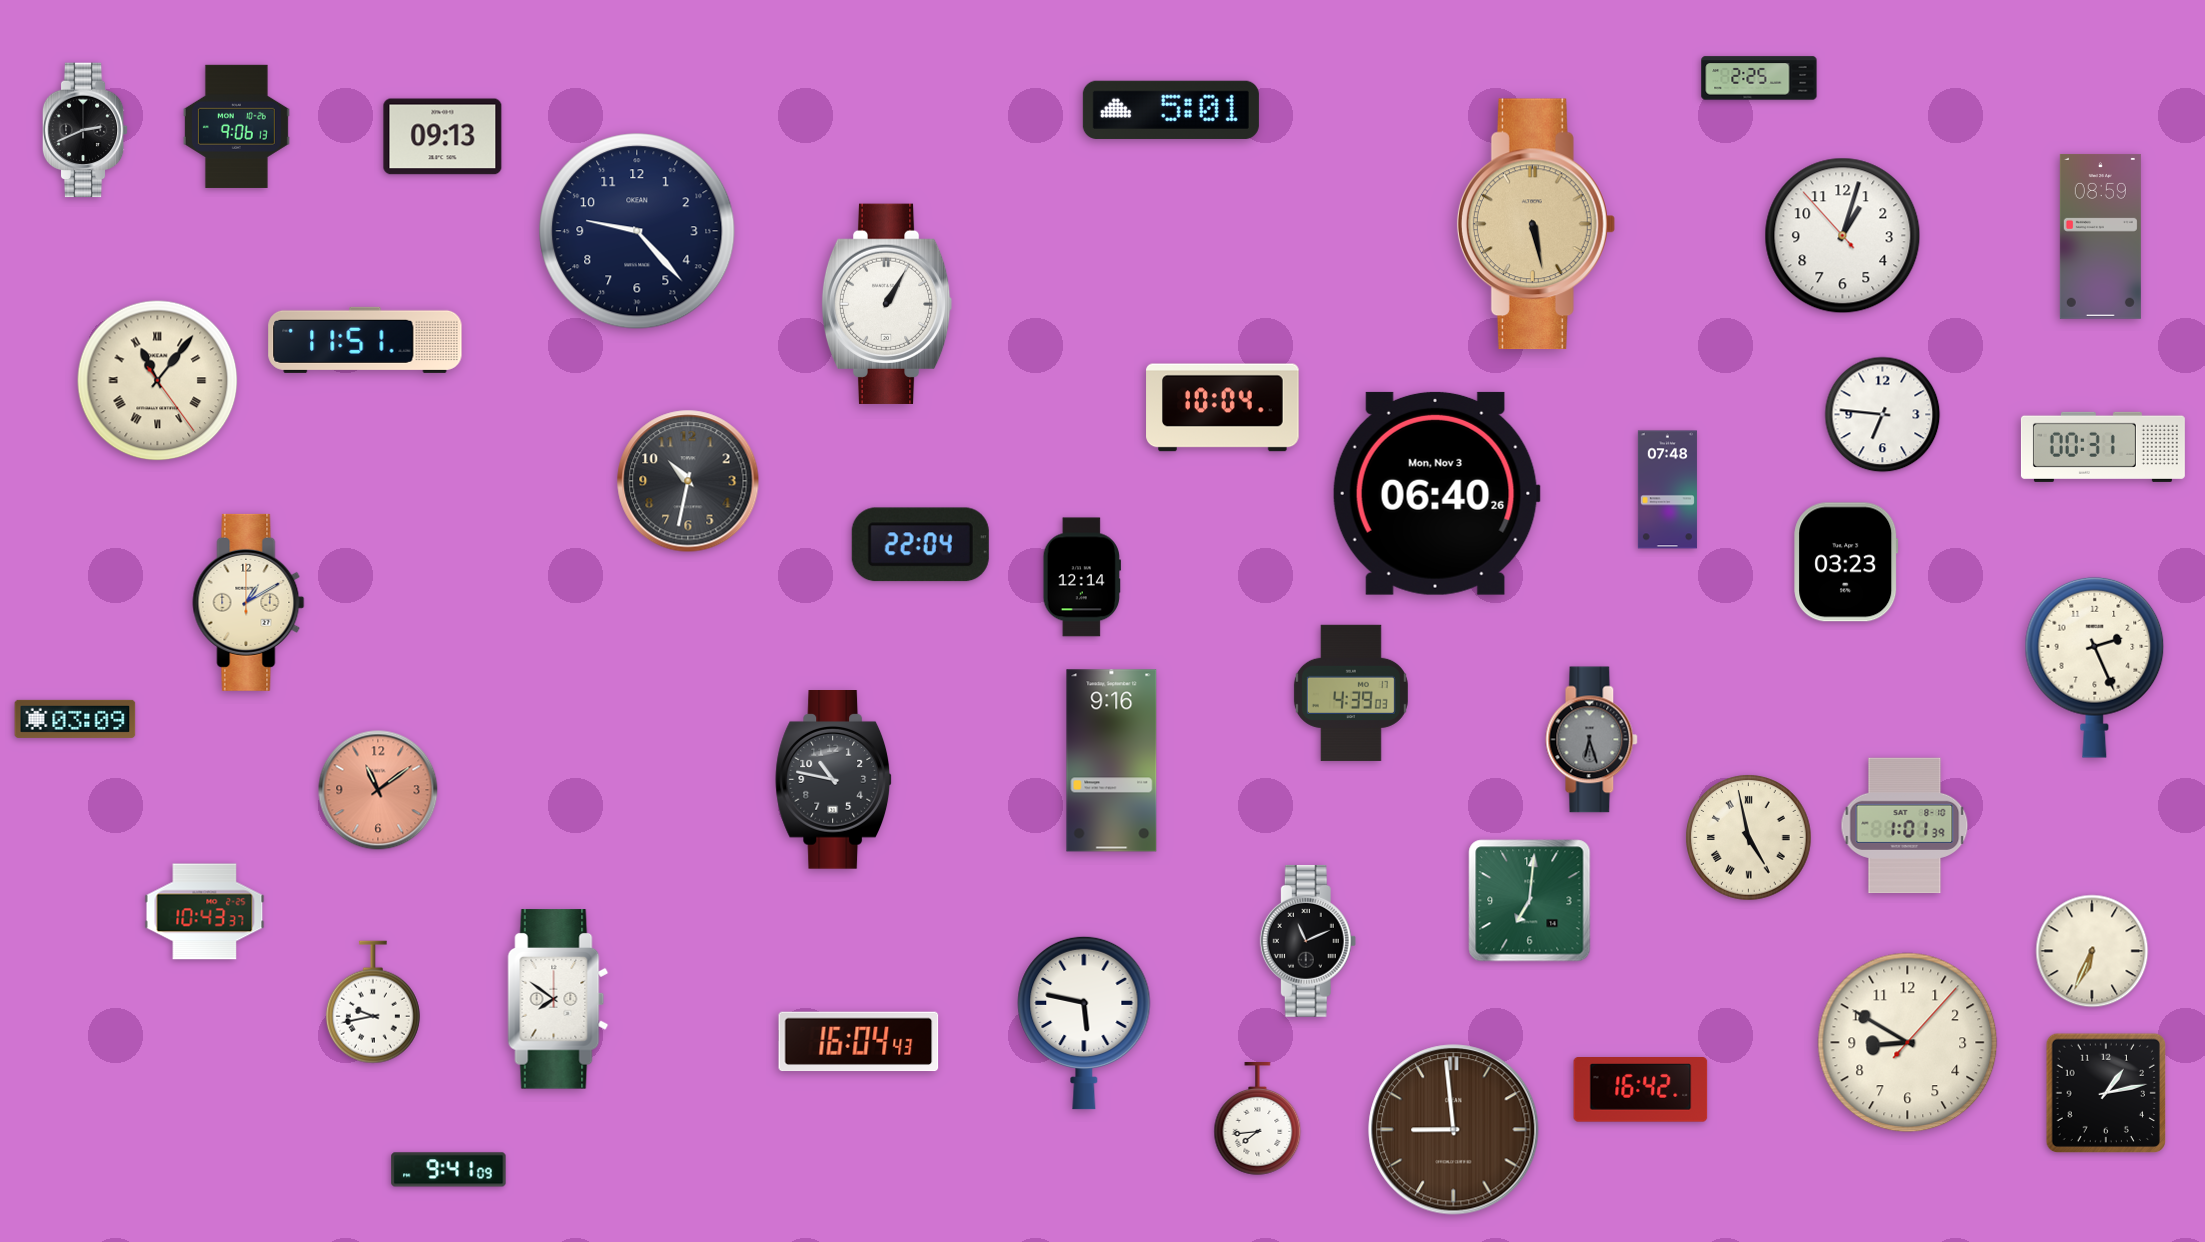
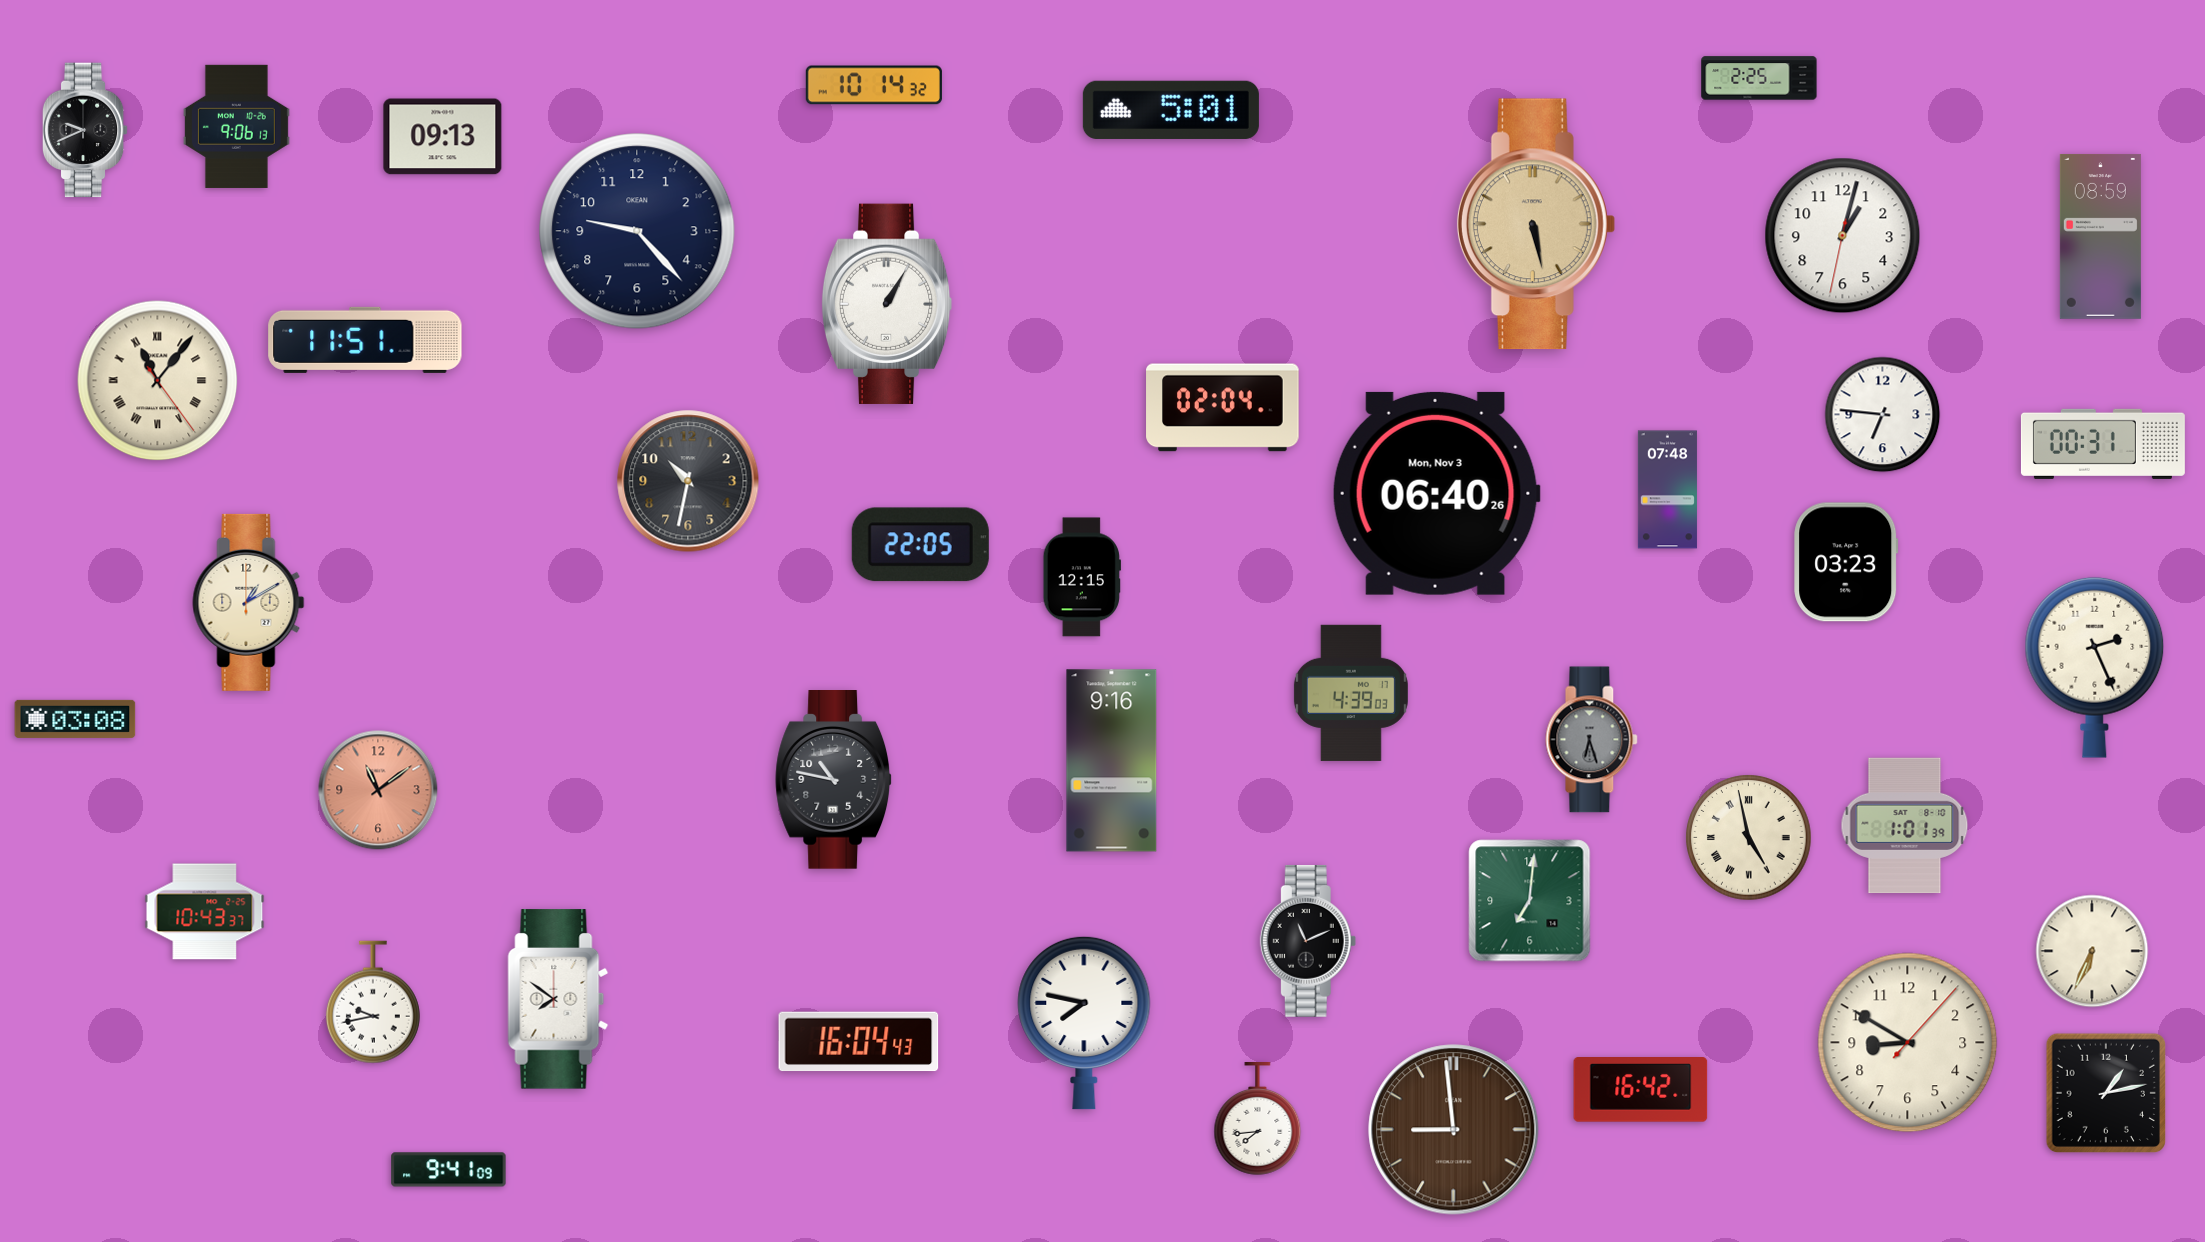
clock at (874, 85): none -> 10:14
clock at (85, 130): 2:41 -> 9:41
clock at (1843, 236): 1:02:53 -> 1:02:32
clock at (1223, 408): 10:04 -> 02:04
clock at (2103, 447) position: (2103, 447) -> (2103, 444)
clock at (920, 545): 22:04 -> 22:05
clock at (1082, 577): 12:14 -> 12:15
clock at (75, 719): 03:09 -> 03:08
clock at (1084, 1023): 5:47 -> 7:47
